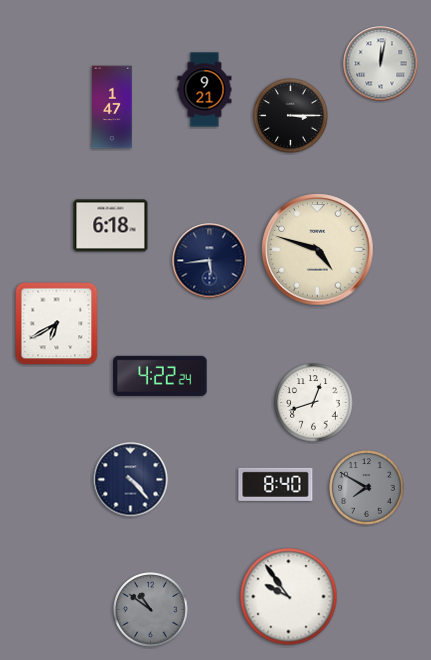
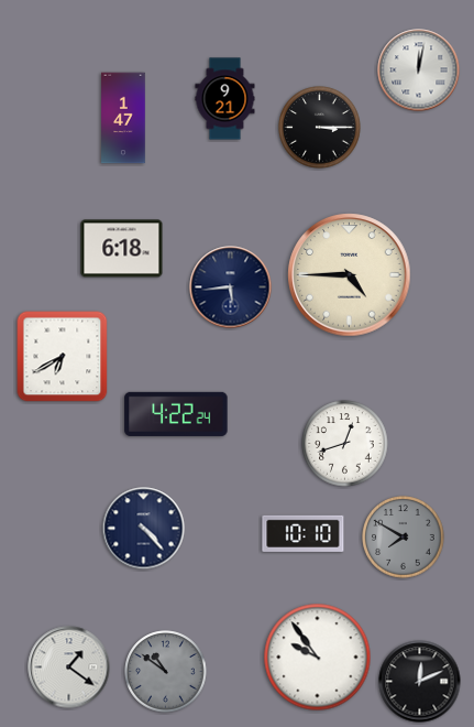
clock at (318, 250): 4:48 -> 4:45
clock at (276, 484): 8:40 -> 10:10
clock at (69, 668): none -> 1:21
clock at (420, 682): none -> 12:11
